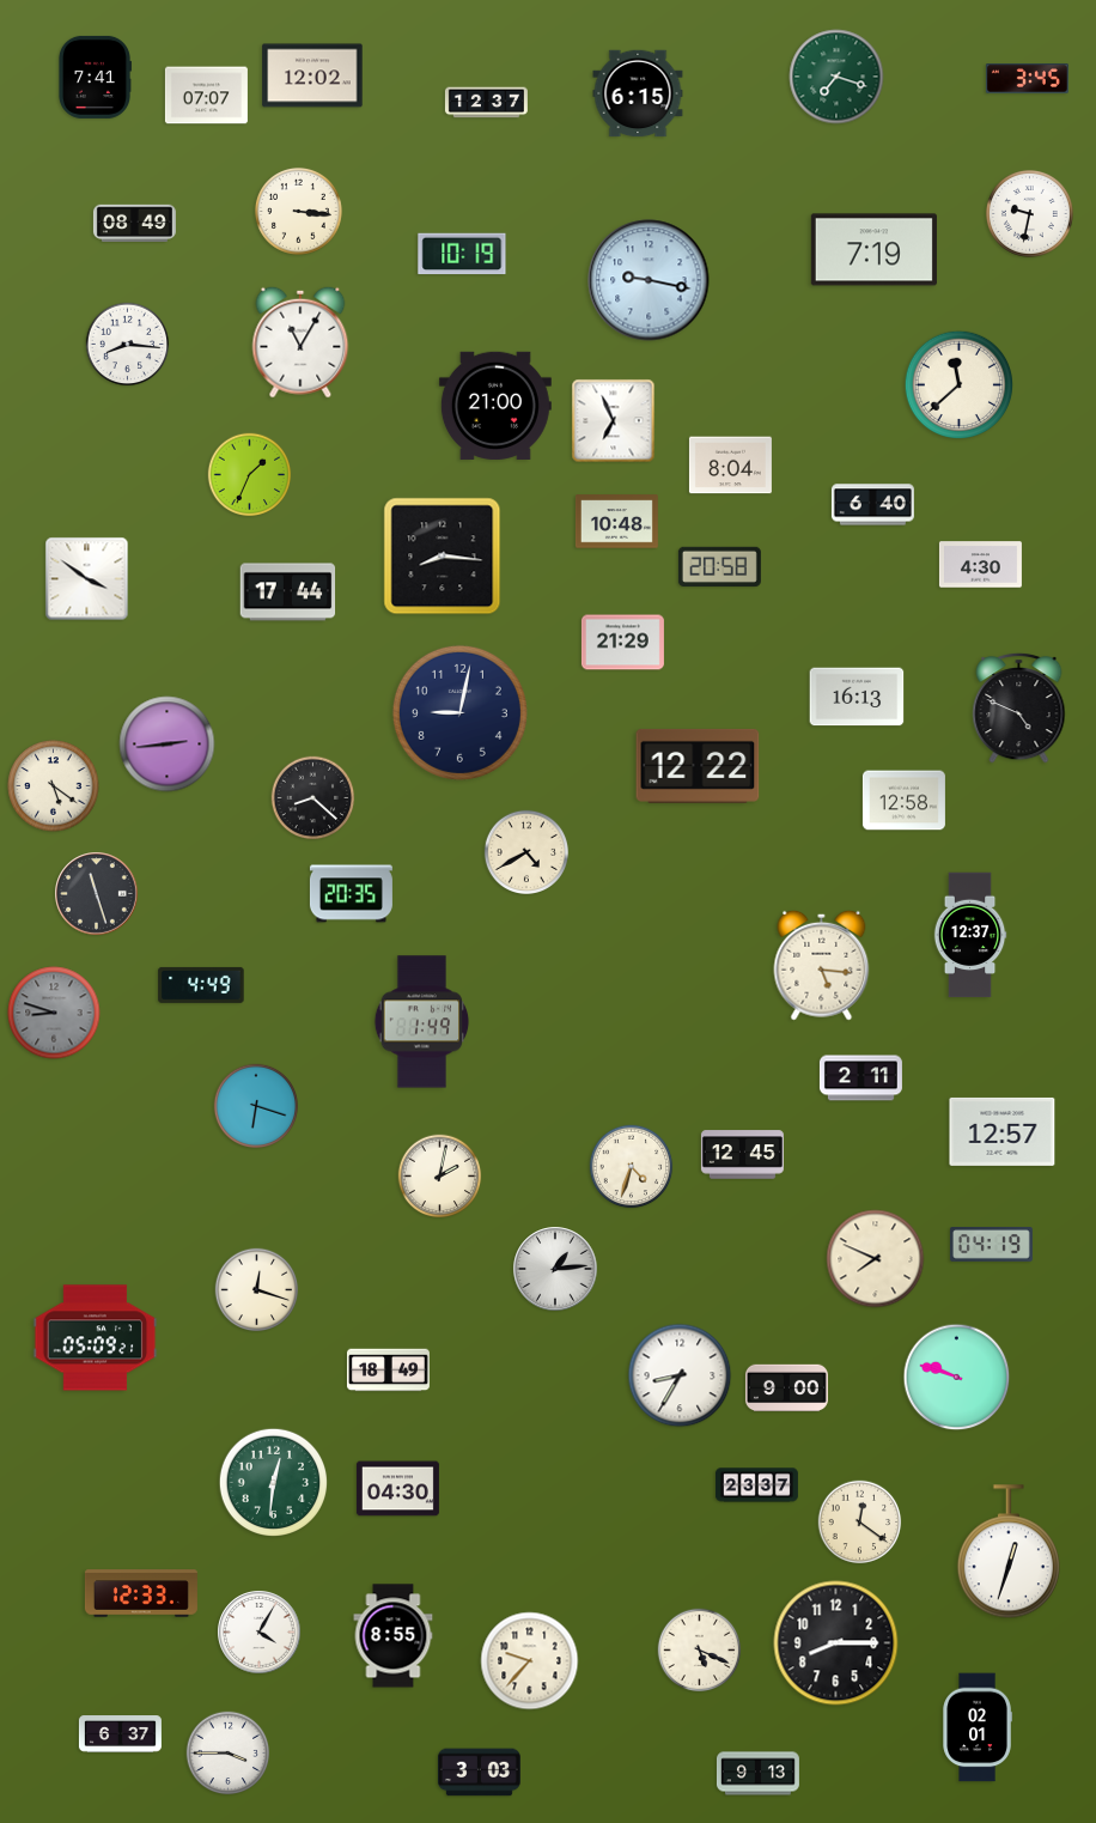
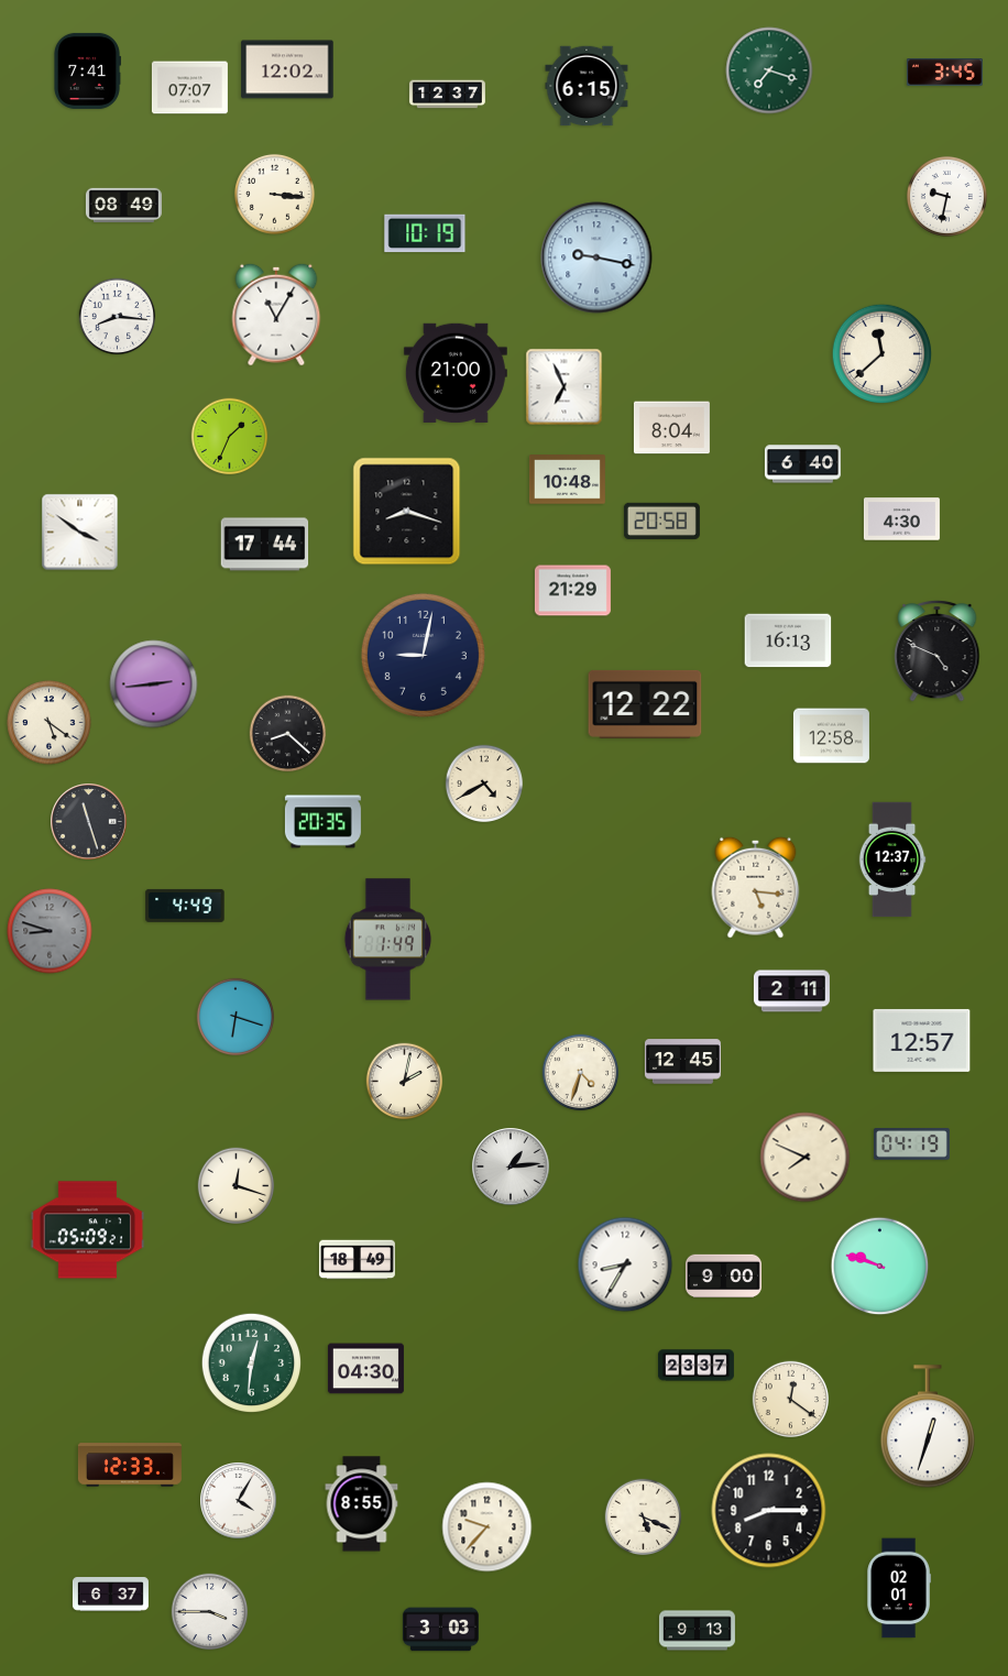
clock at (873, 250): 7:19 -> none
clock at (443, 557): 8:16 -> 8:18
clock at (698, 766) position: (698, 766) -> (645, 704)
